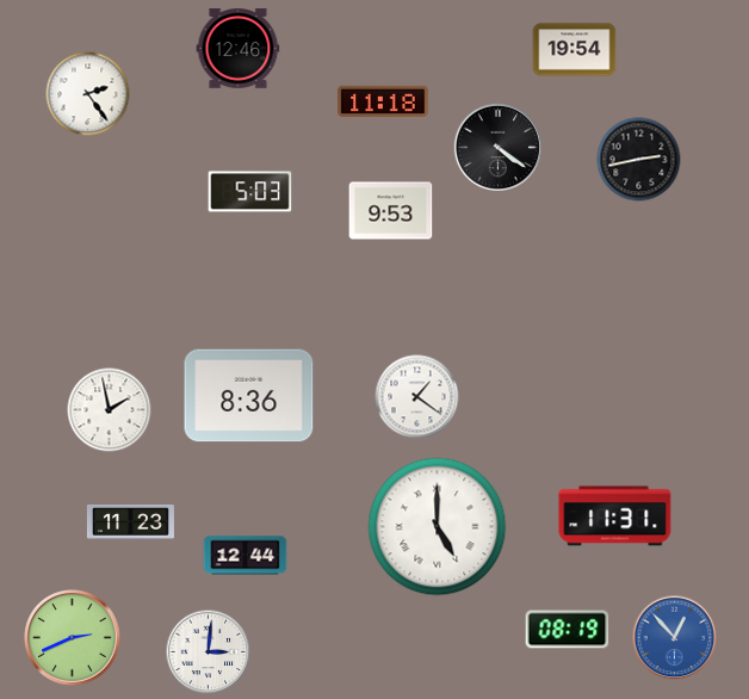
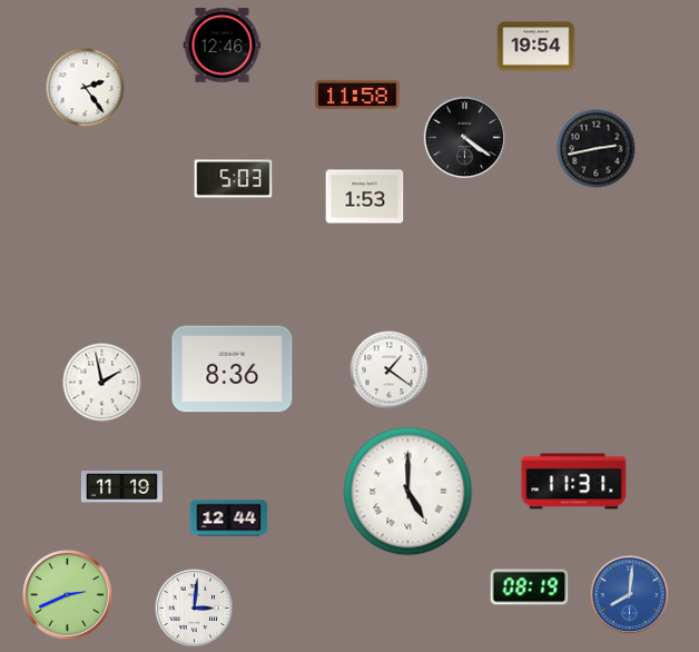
clock at (88, 94) position: (88, 94) -> (86, 88)
clock at (383, 100): 11:18 -> 11:58
clock at (391, 211): 9:53 -> 1:53
clock at (130, 521): 11:23 -> 11:19
clock at (675, 638): 12:53 -> 8:01
